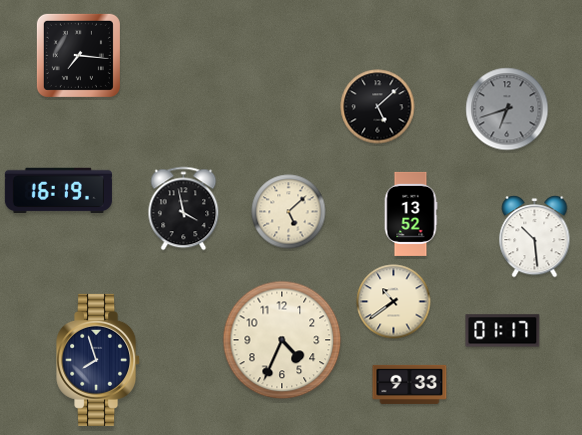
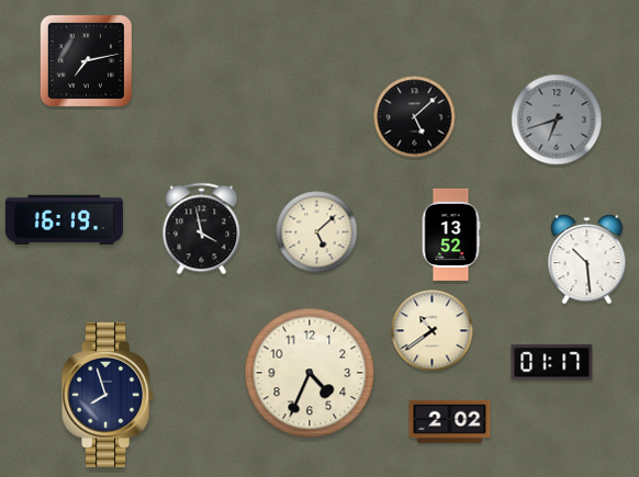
clock at (78, 55): 7:16 -> 7:13
clock at (58, 190) position: (58, 190) -> (64, 219)
clock at (410, 384): 9:33 -> 2:02
